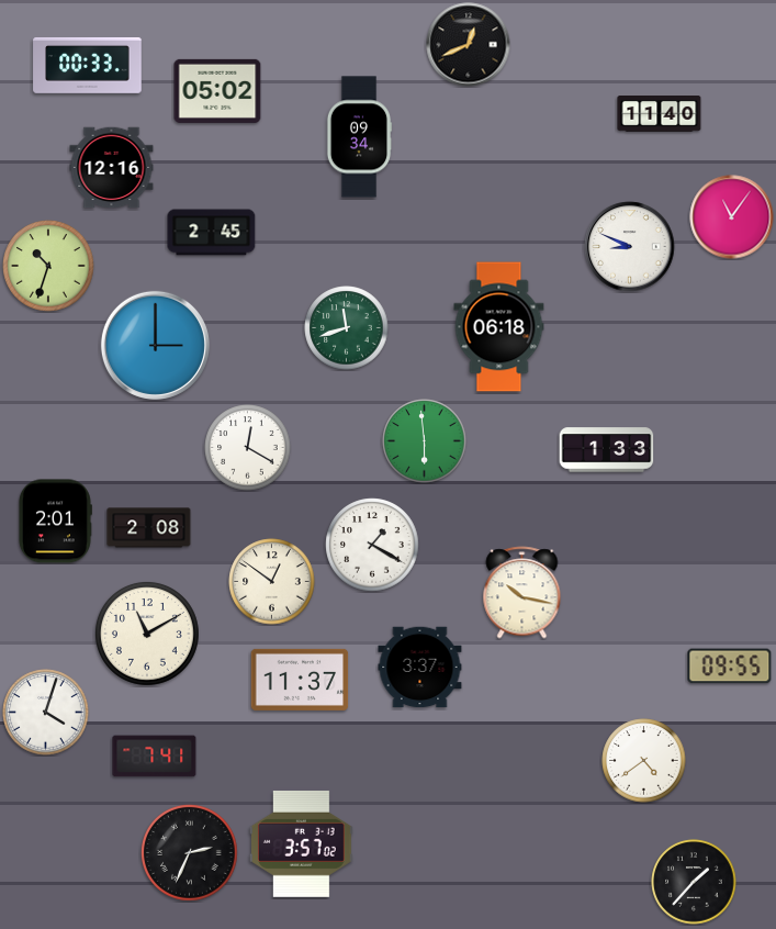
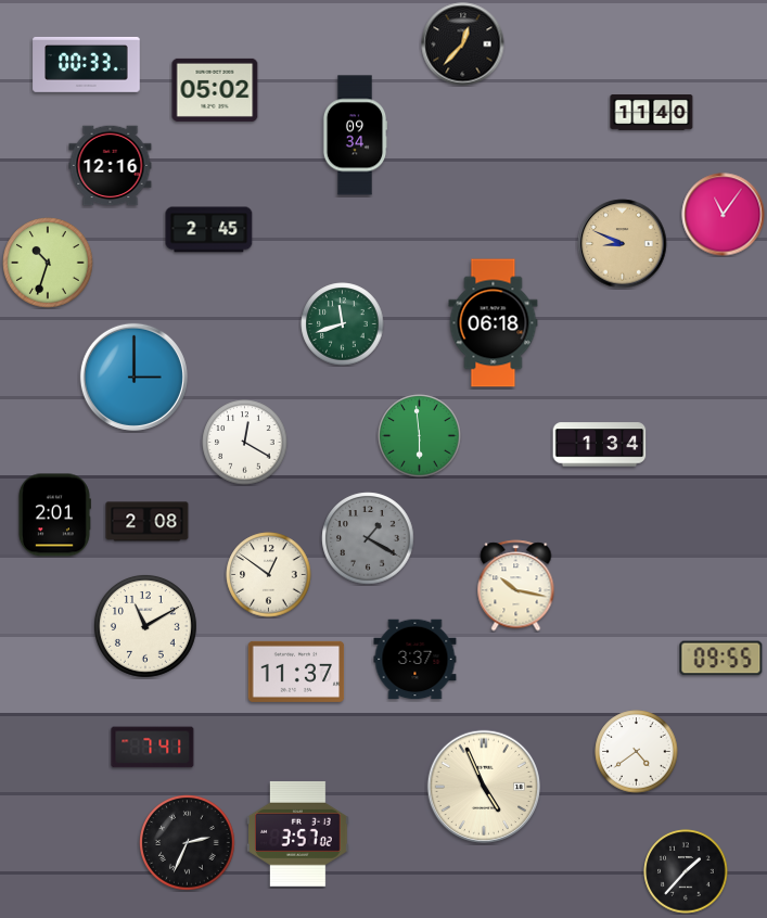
clock at (469, 45): 12:41 -> 12:37
clock at (630, 247) dial: white -> champagne
clock at (155, 345) position: (155, 345) -> (133, 377)
clock at (607, 450): 1:33 -> 1:34
clock at (372, 545) dial: white -> grey
clock at (46, 713): 4:03 -> none
clock at (483, 786): none -> 4:56
